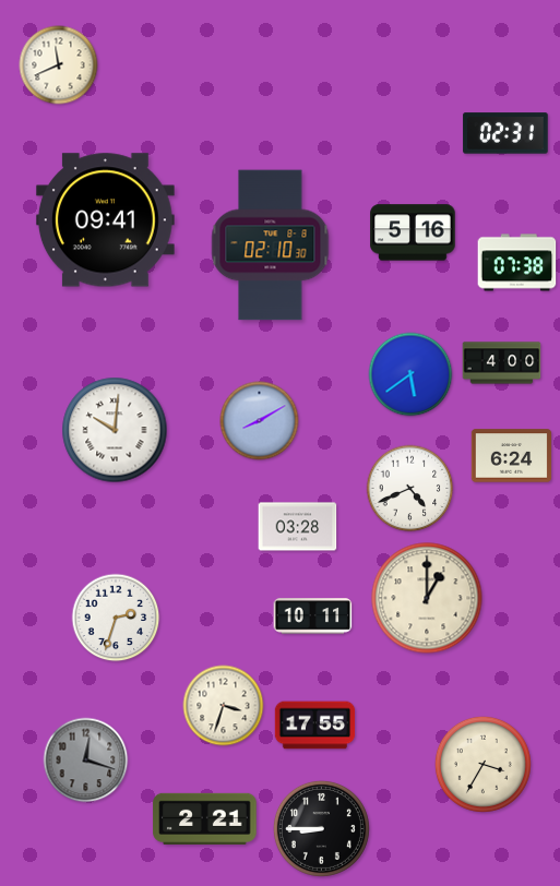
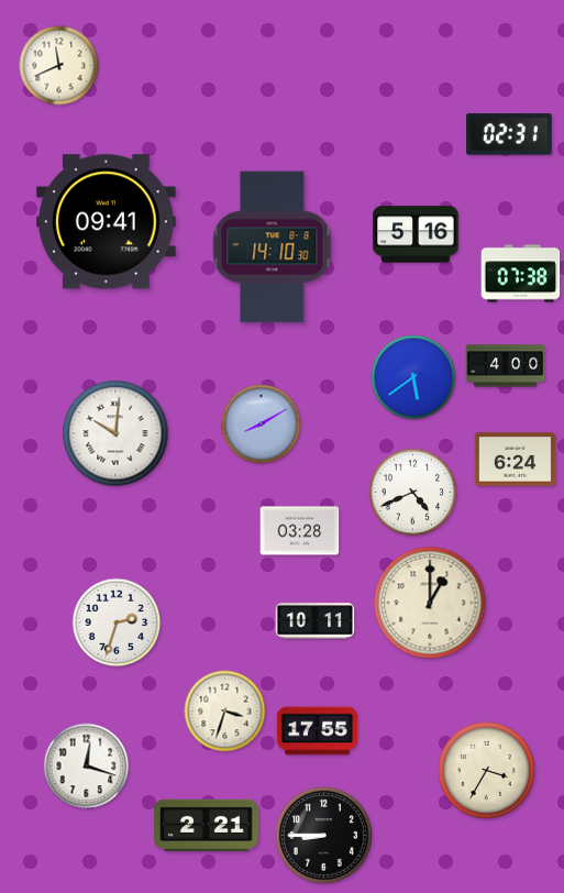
clock at (271, 246): 02:10 -> 14:10
clock at (517, 263) position: (517, 263) -> (521, 274)
clock at (86, 761) dial: grey -> white
